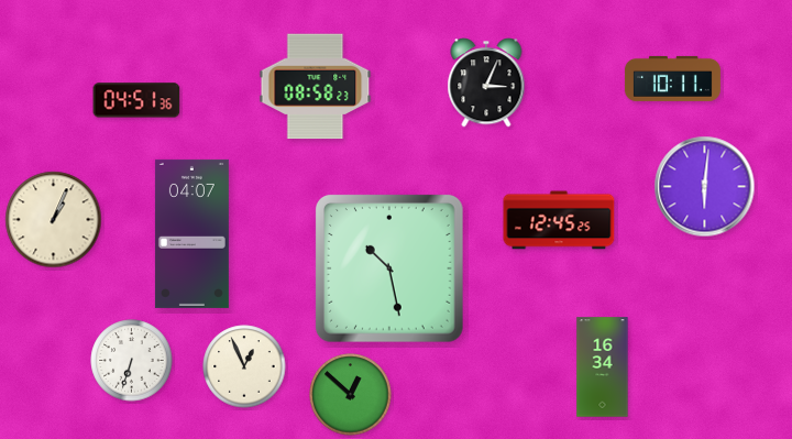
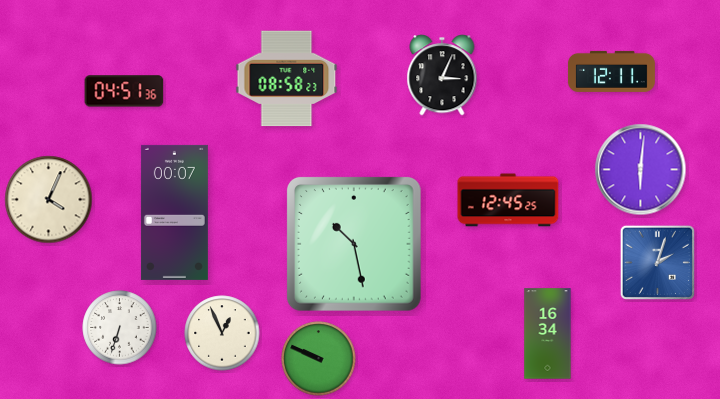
clock at (672, 78): 10:11 -> 12:11
clock at (54, 220): 1:04 -> 4:04
clock at (191, 233): 04:07 -> 00:07
clock at (657, 262): none -> 2:03
clock at (351, 395): 12:52 -> 9:49
